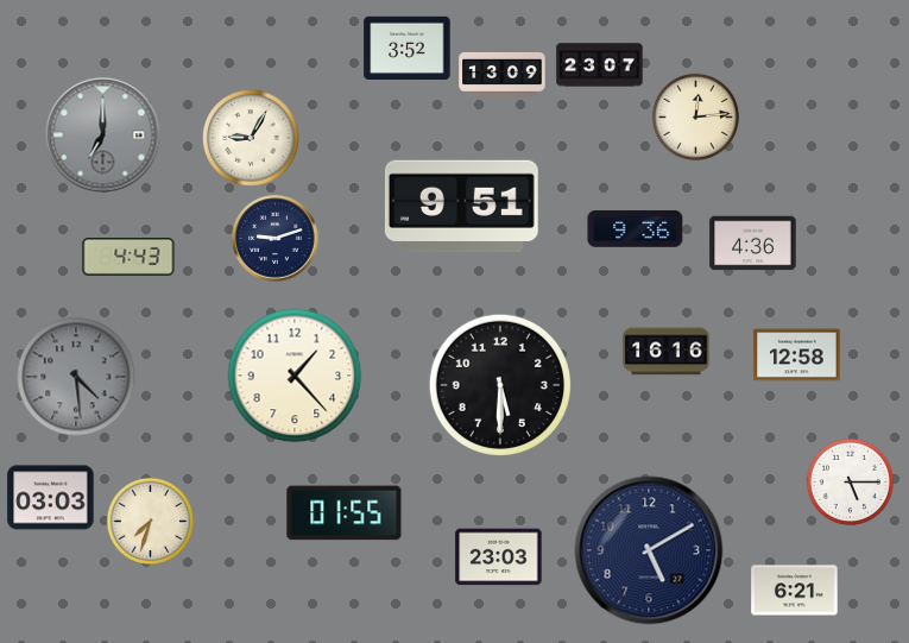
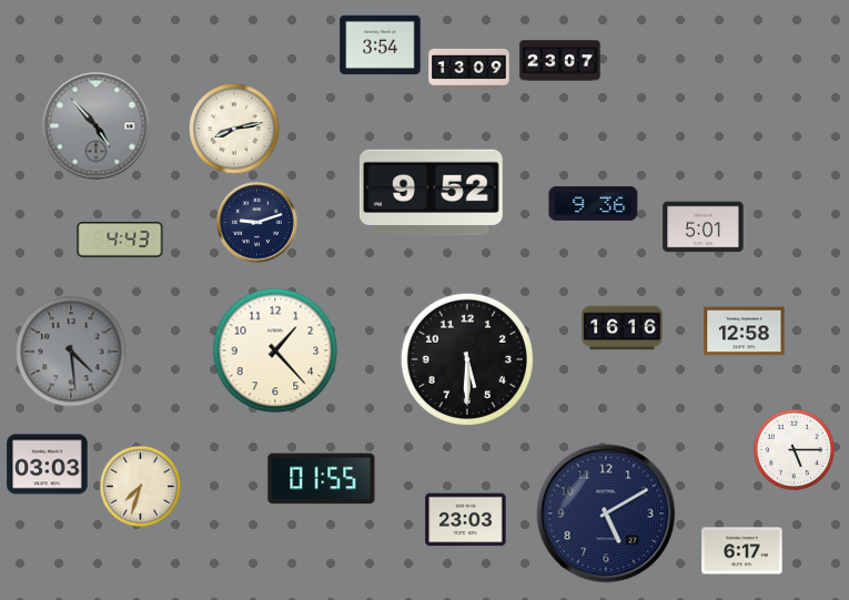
clock at (408, 48): 3:52 -> 3:54
clock at (695, 116): 12:14 -> none
clock at (103, 135): 7:00 -> 4:53
clock at (251, 138): 9:05 -> 8:13
clock at (461, 207): 9:51 -> 9:52
clock at (636, 228) position: (636, 228) -> (594, 203)
clock at (753, 244): 4:36 -> 5:01
clock at (795, 591): 6:21 -> 6:17
